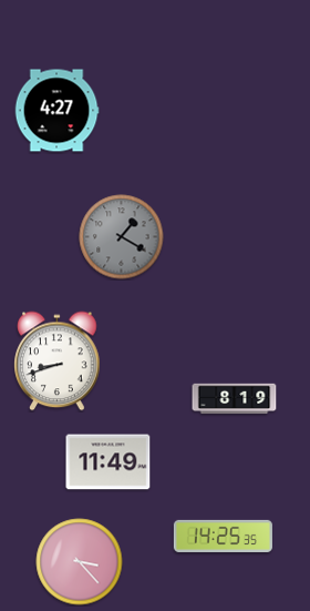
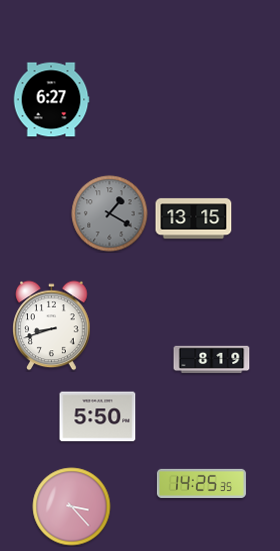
clock at (56, 111): 4:27 -> 6:27
clock at (194, 219): none -> 13:15
clock at (108, 462): 11:49 -> 5:50
